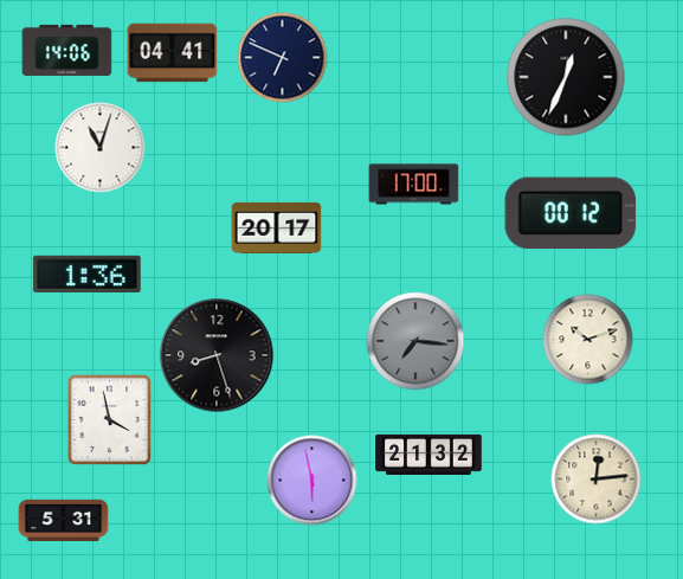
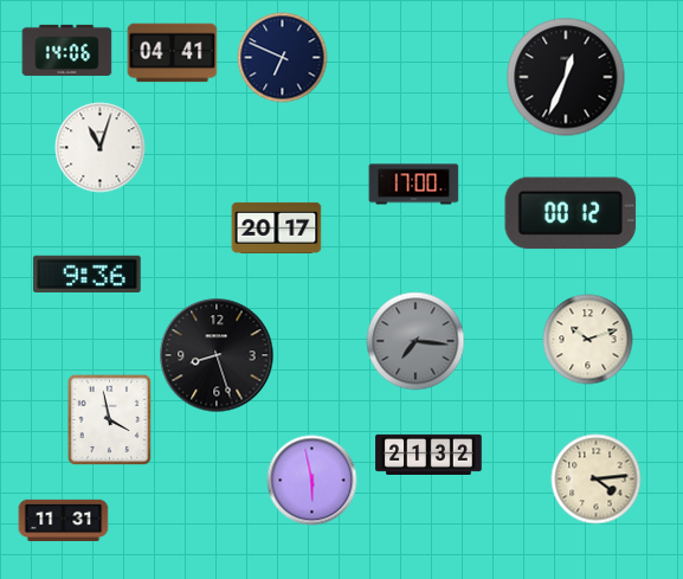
clock at (88, 275): 1:36 -> 9:36
clock at (597, 480): 12:14 -> 4:14
clock at (64, 521): 5:31 -> 11:31
